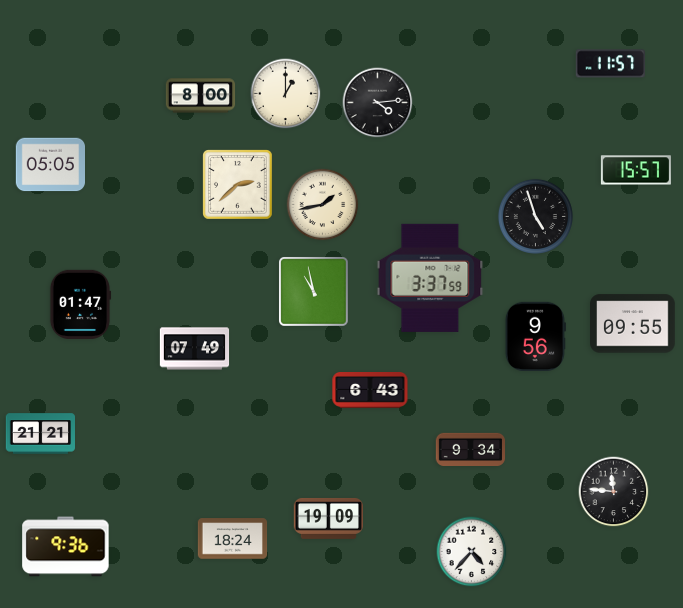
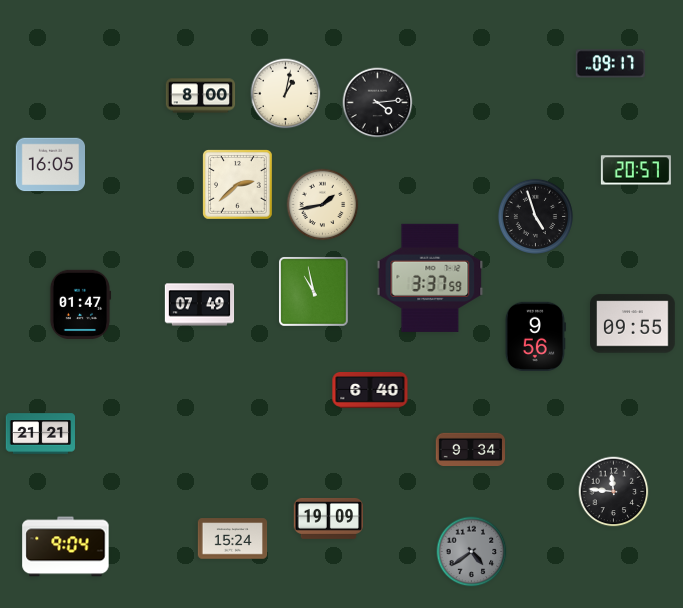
clock at (610, 64): 11:57 -> 09:17
clock at (286, 94): 1:00 -> 1:02
clock at (50, 165): 05:05 -> 16:05
clock at (636, 170): 15:57 -> 20:57
clock at (195, 349) position: (195, 349) -> (200, 305)
clock at (370, 391): 6:43 -> 6:40
clock at (233, 539): 18:24 -> 15:24
clock at (66, 547): 9:36 -> 9:04
clock at (472, 552): 4:37 -> 4:39
clock at (472, 552) dial: white -> grey
